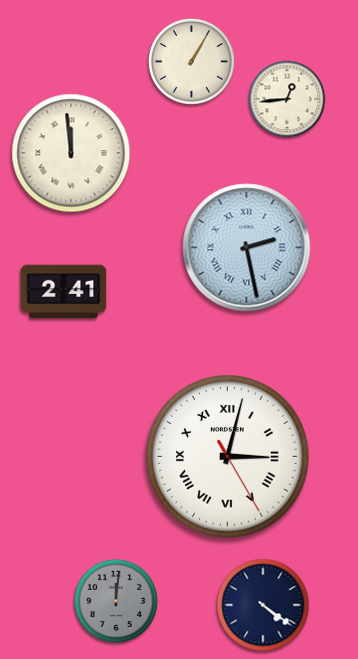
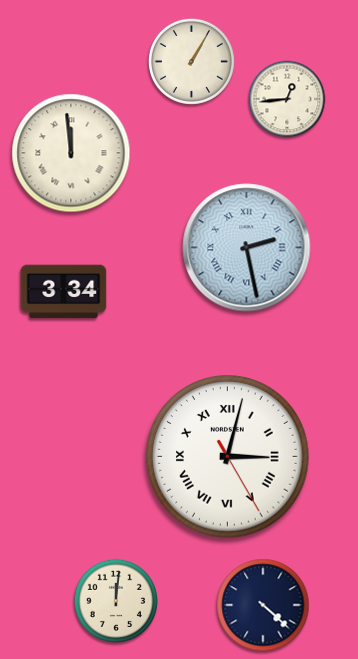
clock at (64, 292): 2:41 -> 3:34
clock at (115, 600) dial: grey -> cream
clock at (263, 605): 4:21 -> 4:22
